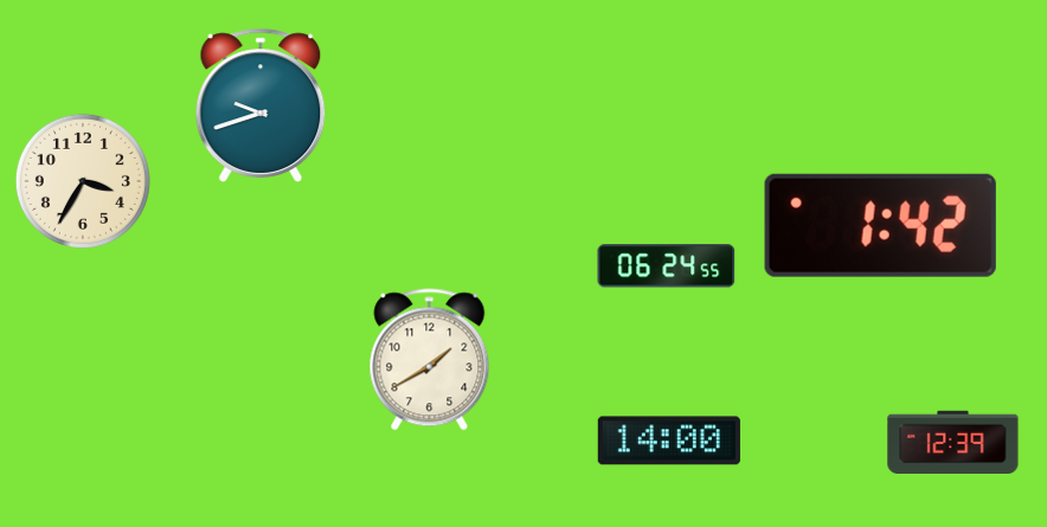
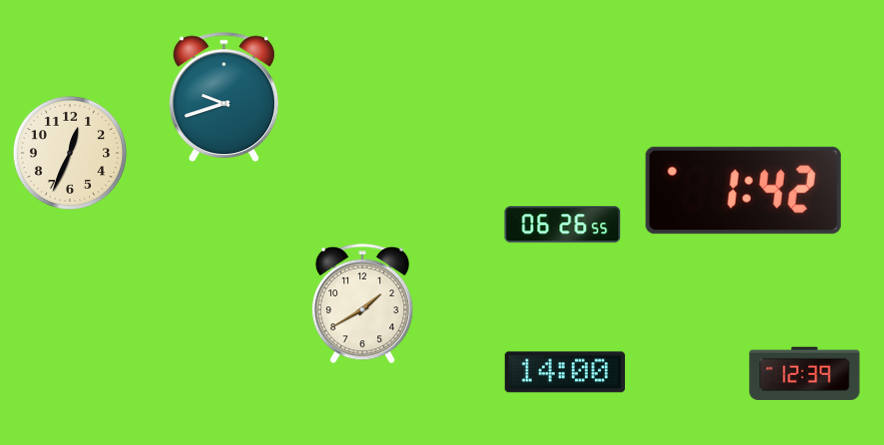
clock at (261, 105) position: (261, 105) -> (224, 97)
clock at (83, 181): 3:35 -> 12:34
clock at (667, 266): 06:24 -> 06:26
